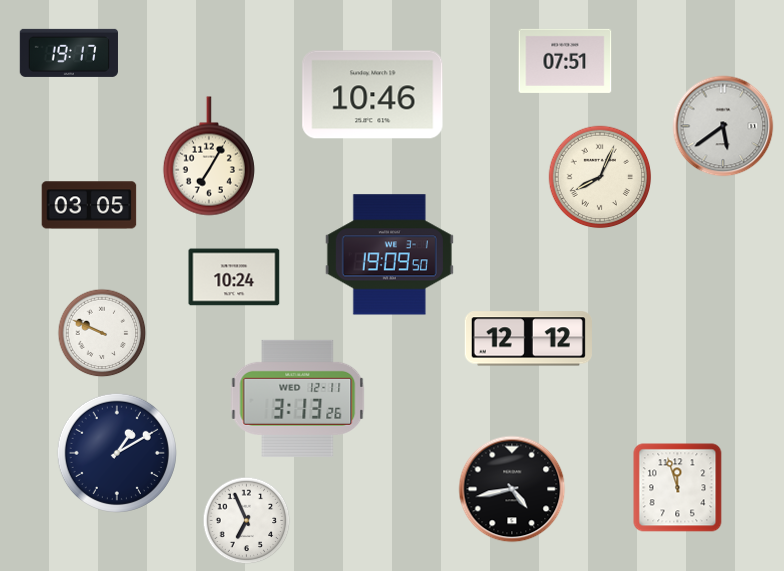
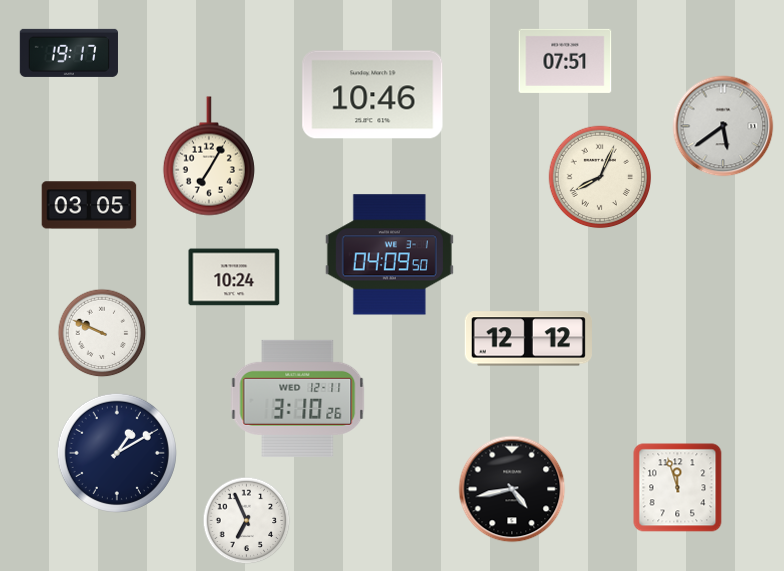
clock at (389, 255): 19:09 -> 04:09
clock at (298, 398): 3:13 -> 3:10
